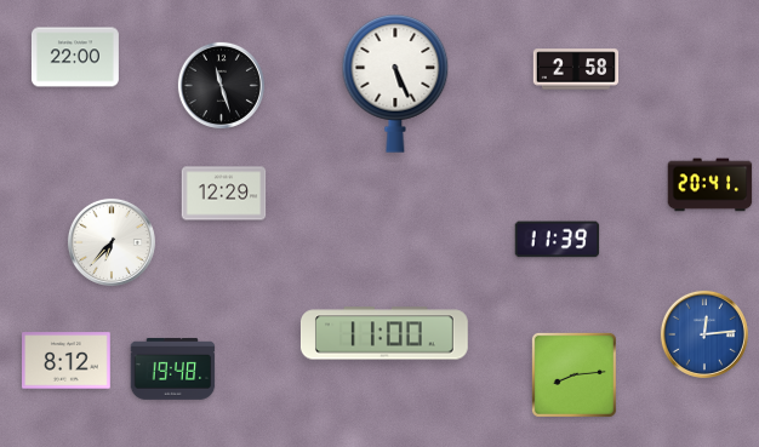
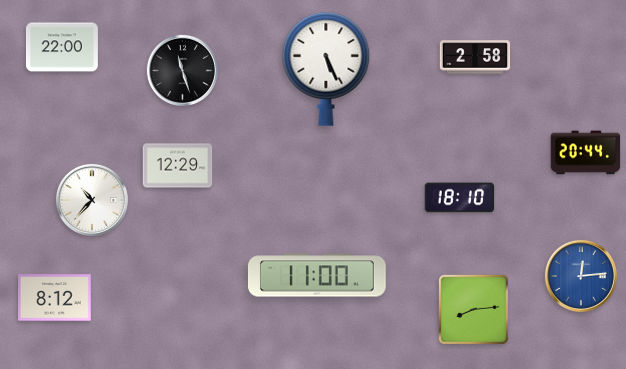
clock at (711, 185): 20:41 -> 20:44
clock at (224, 194) position: (224, 194) -> (178, 166)
clock at (558, 240): 11:39 -> 18:10
clock at (112, 242): 6:37 -> 10:37
clock at (173, 368): 19:48 -> none
